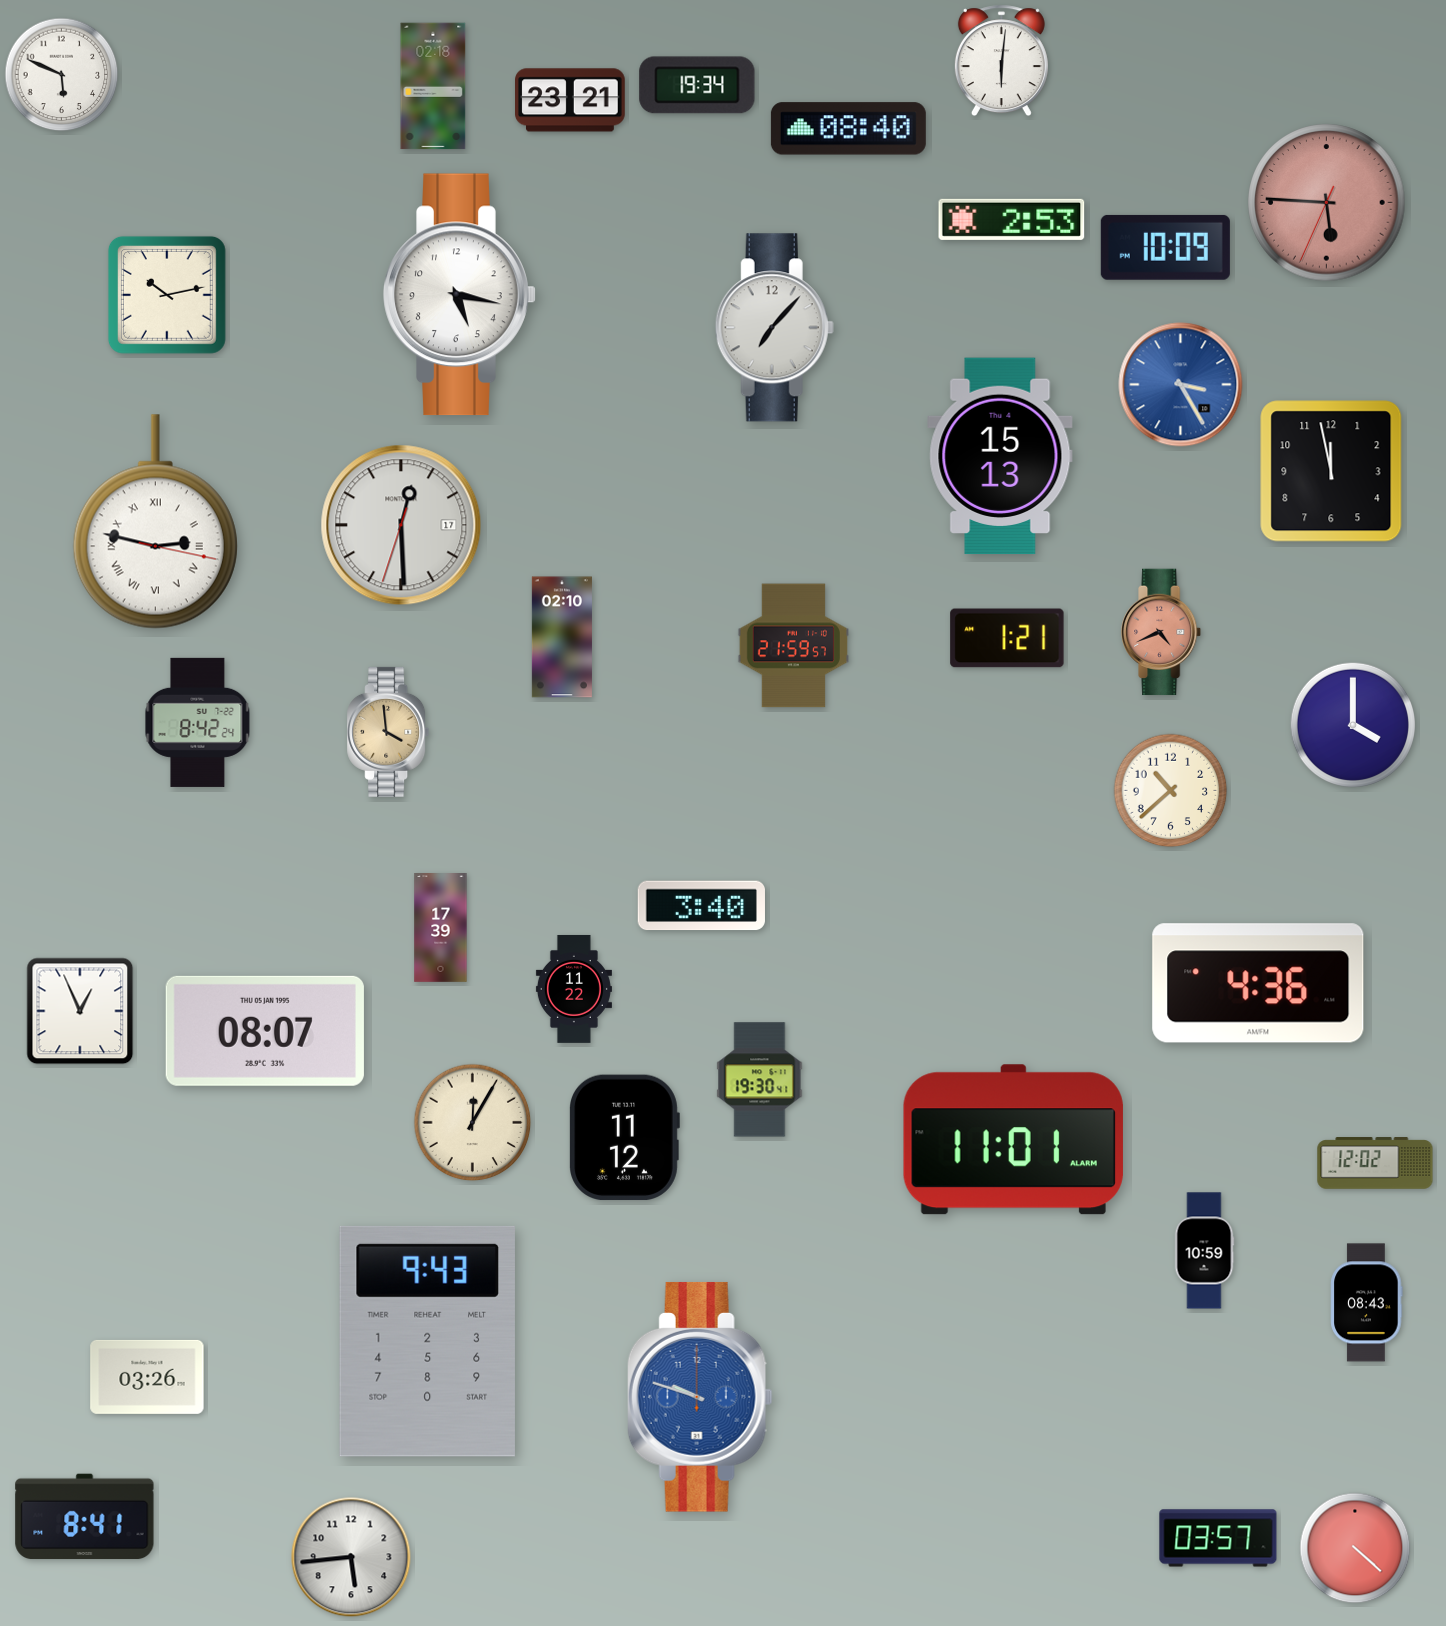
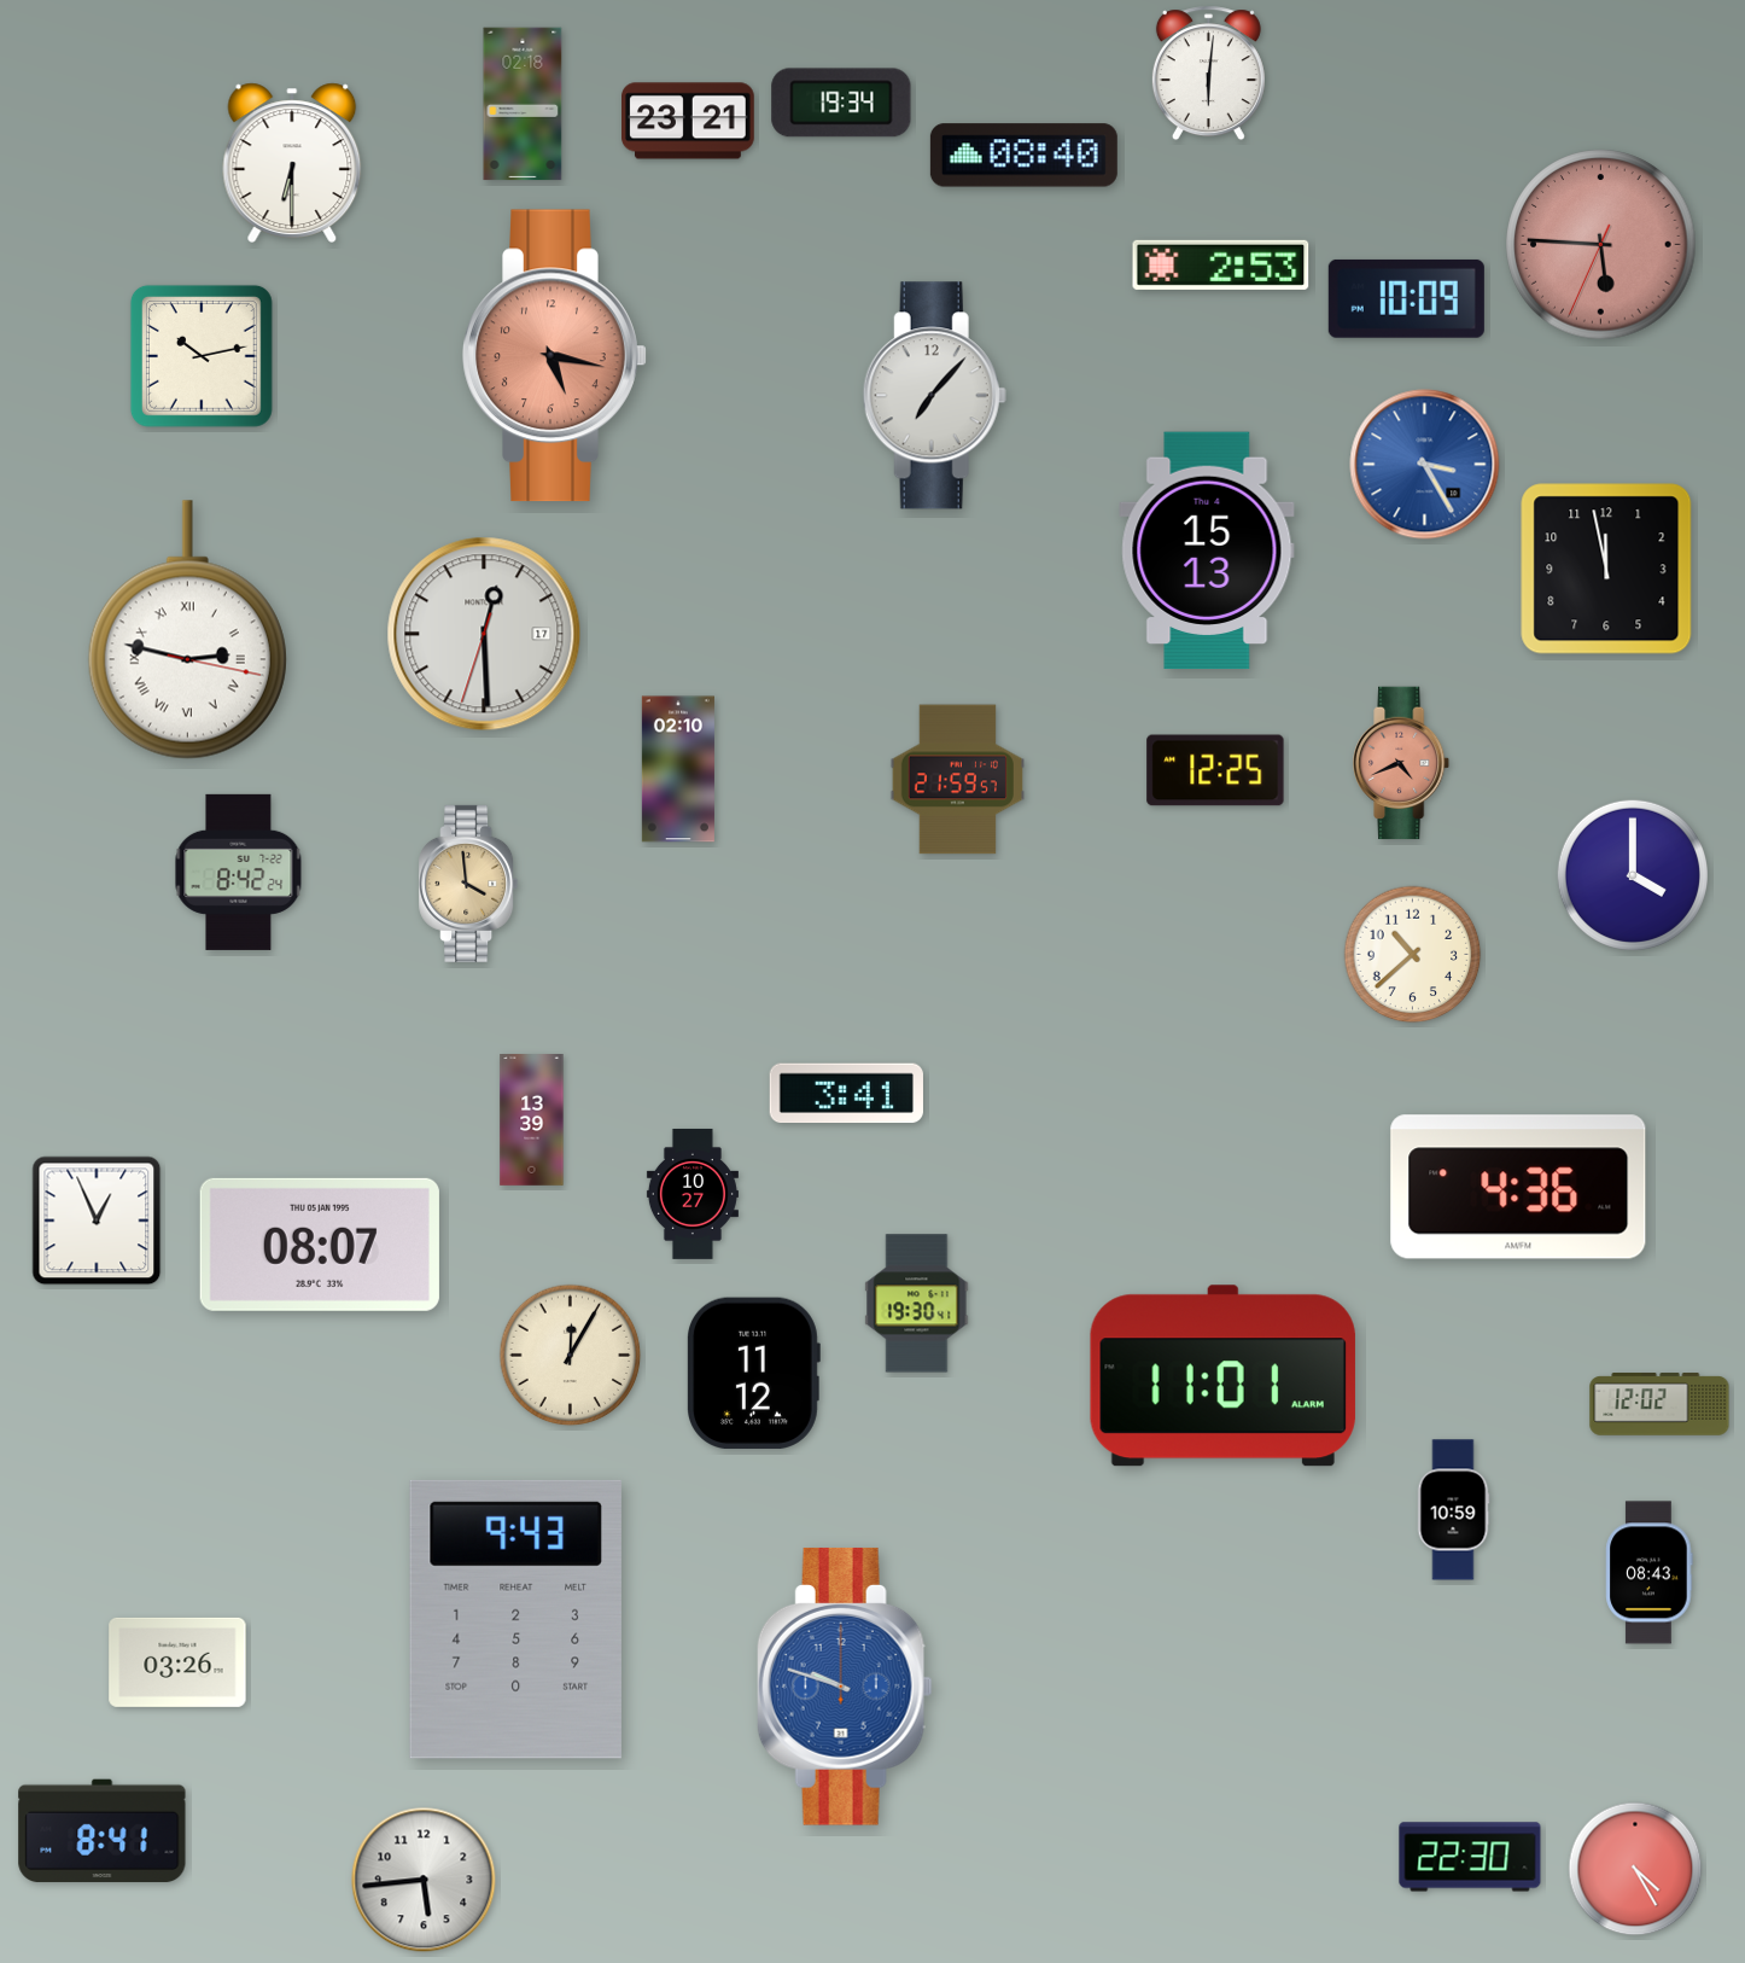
clock at (62, 75): 5:49 -> none
clock at (292, 163): none -> 6:30
clock at (460, 295) dial: white -> salmon
clock at (1007, 638): 1:21 -> 12:25
clock at (701, 906): 3:40 -> 3:41
clock at (441, 928): 17:39 -> 13:39
clock at (574, 989): 11:22 -> 10:27
clock at (1218, 1538): 03:57 -> 22:30
clock at (1355, 1548): 4:22 -> 4:25
